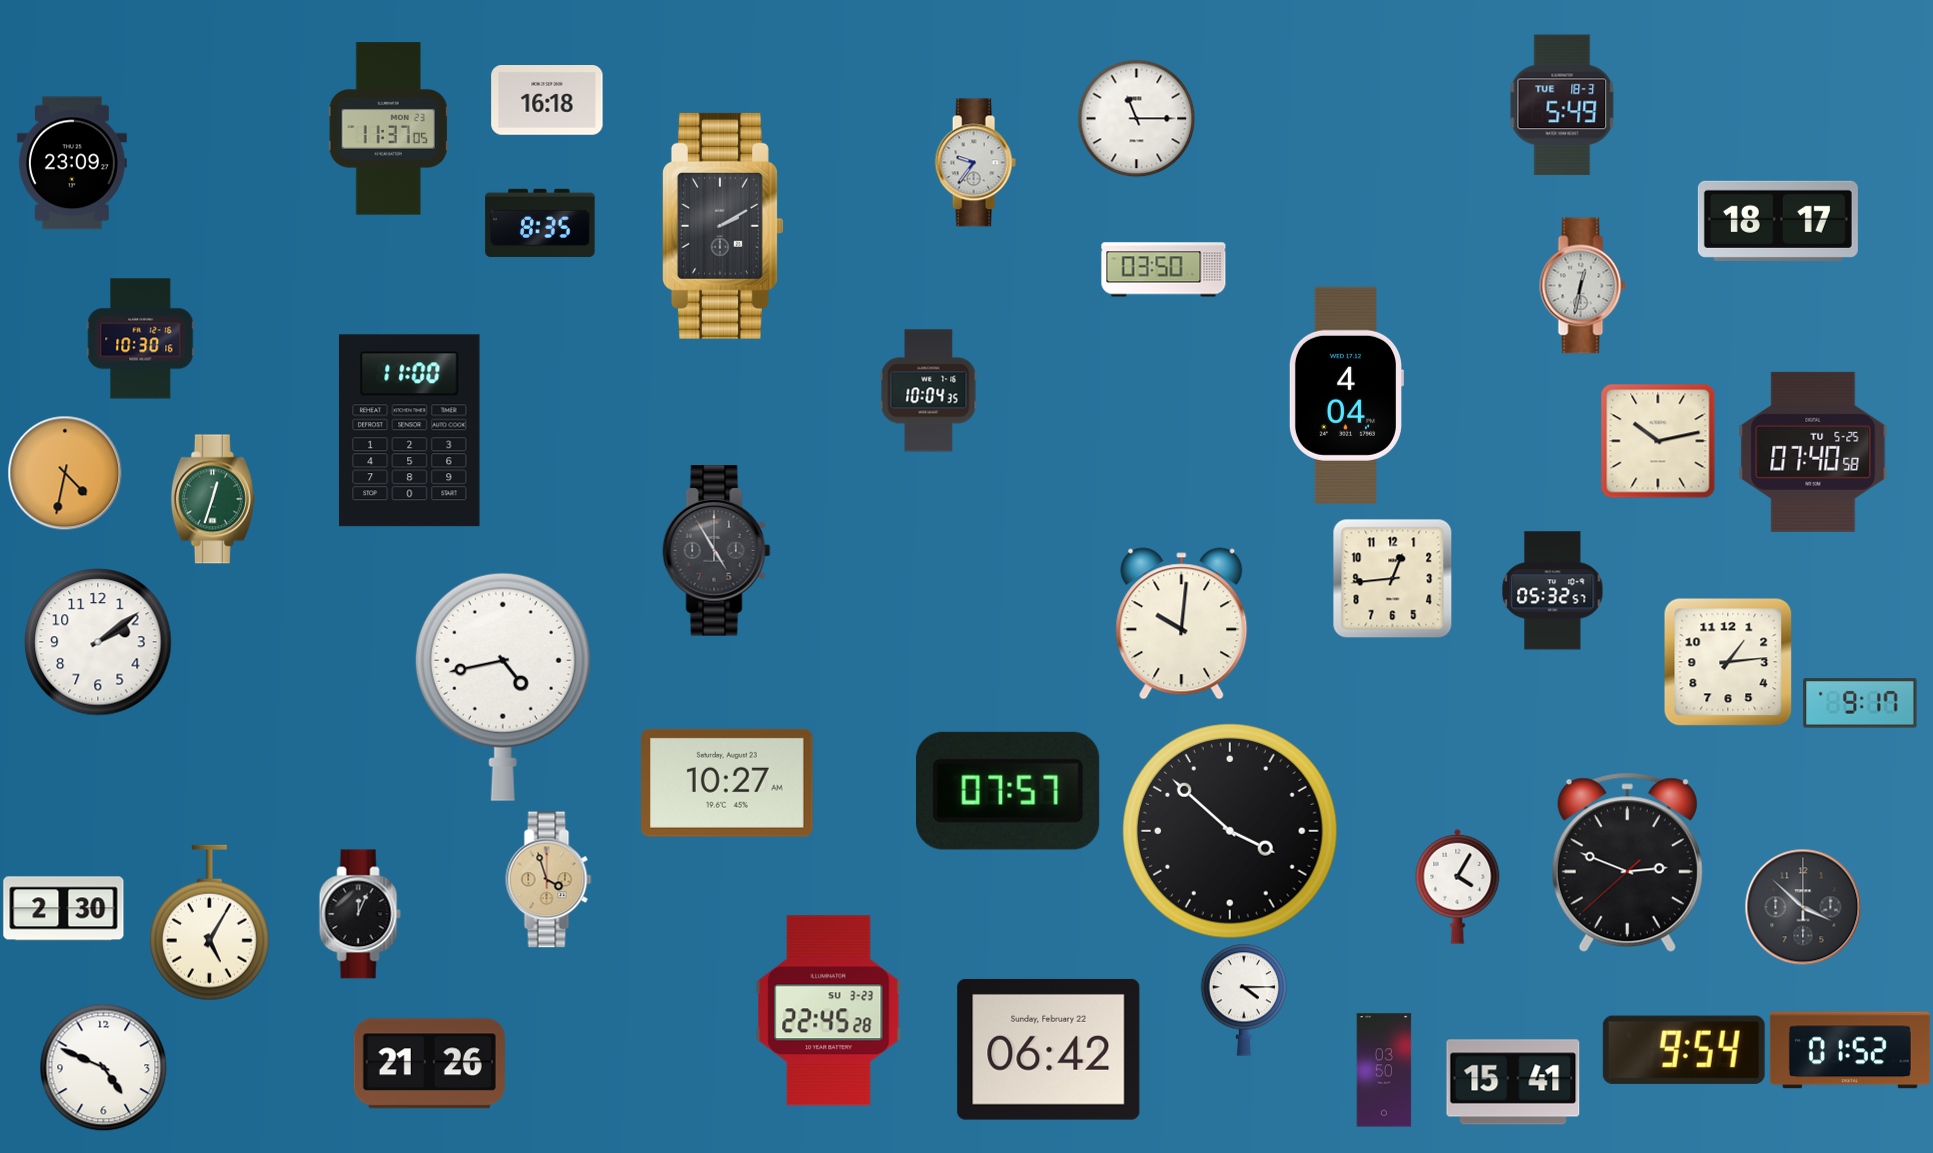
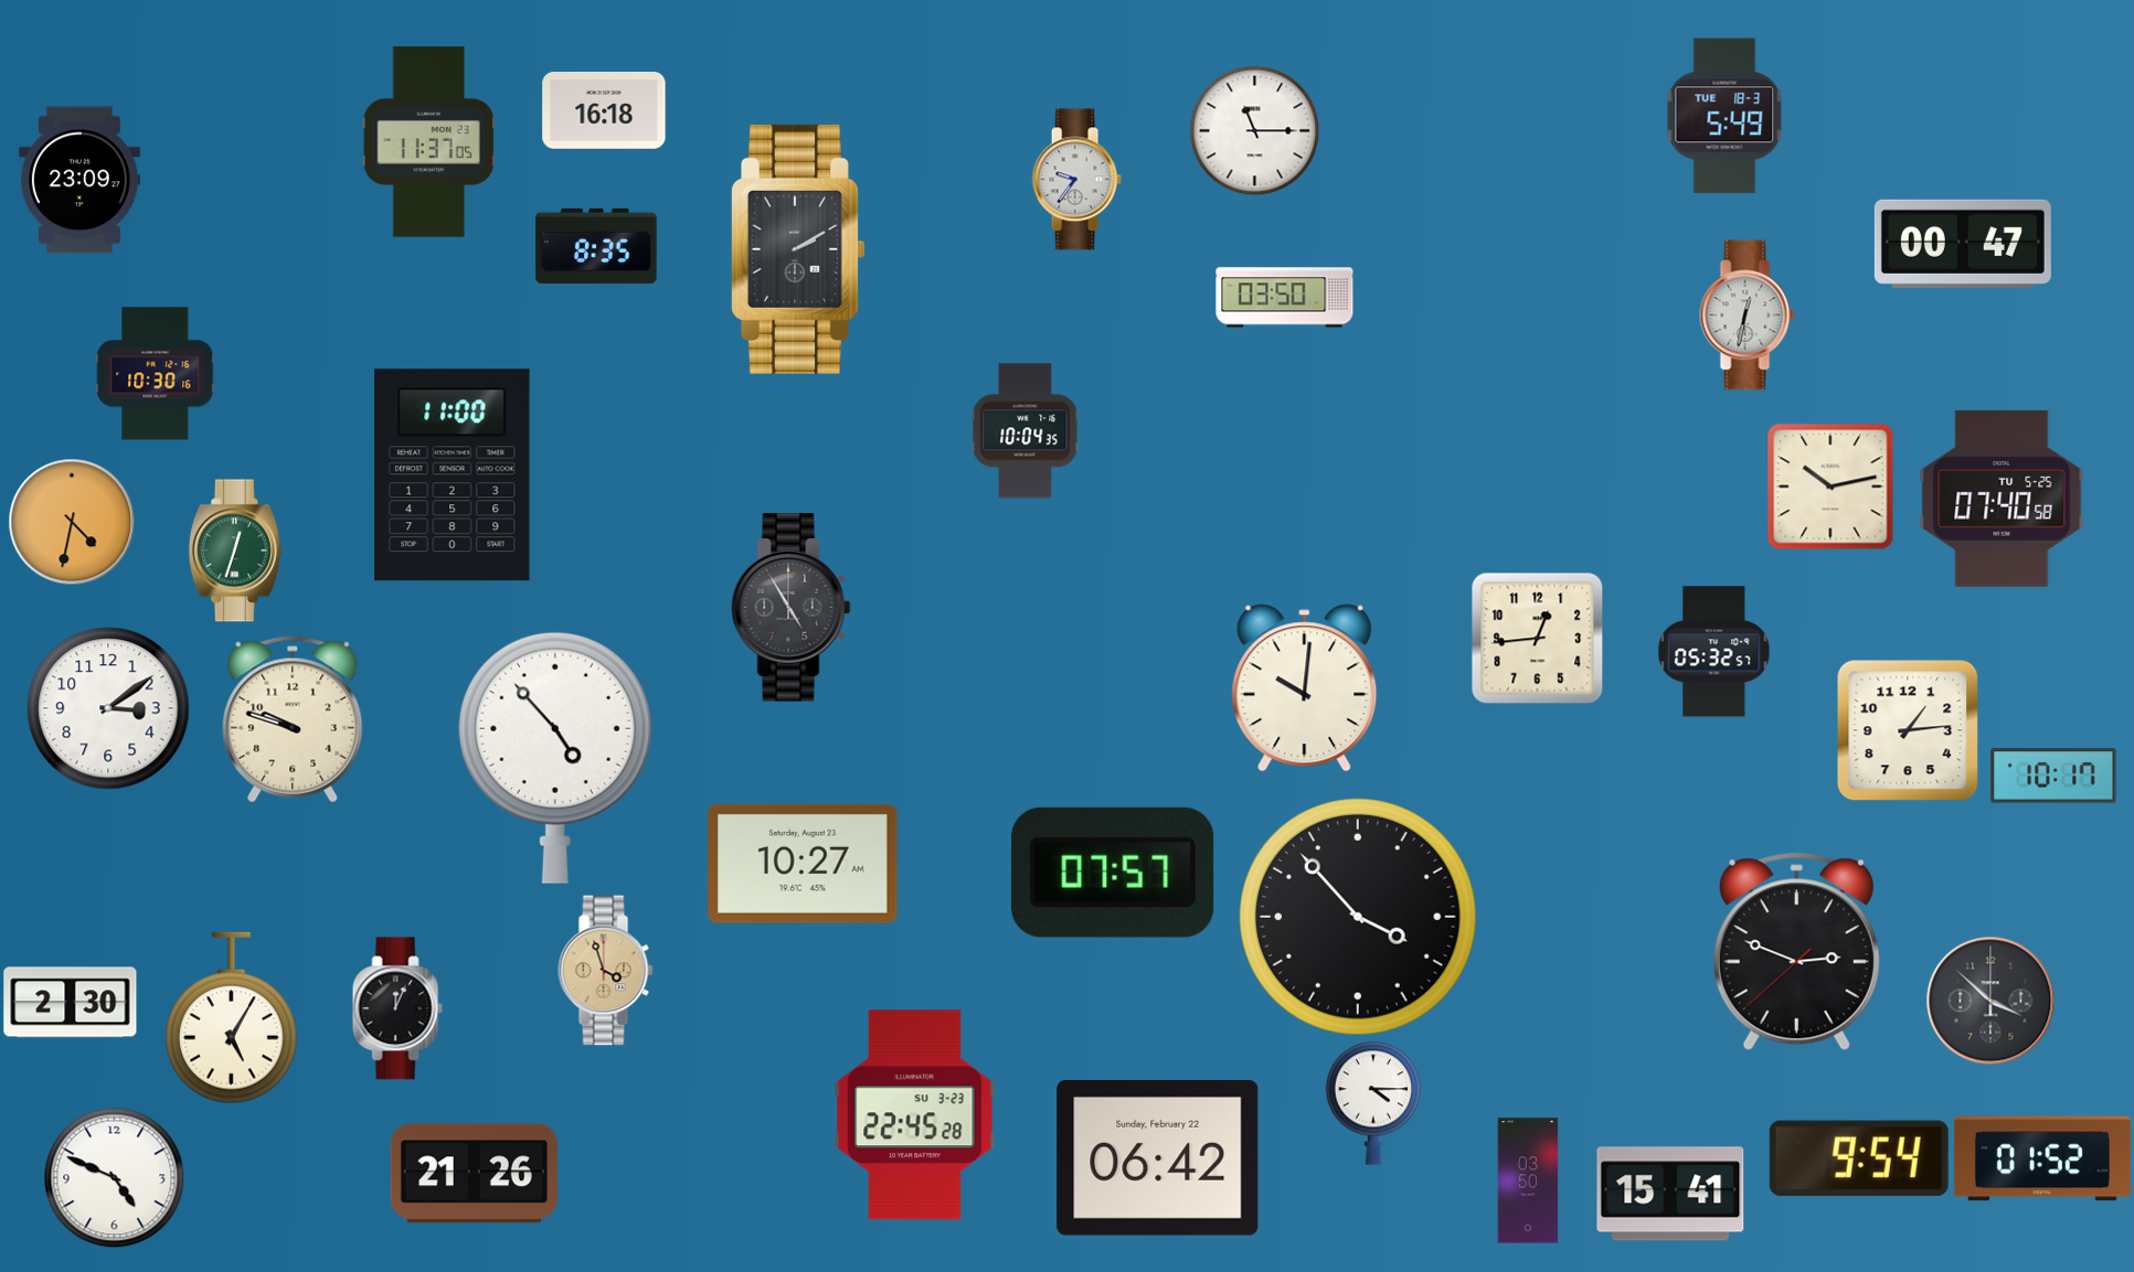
clock at (1778, 221): 18:17 -> 00:47
clock at (1346, 395): 4:04 -> none
clock at (98, 642): 2:09 -> 3:09
clock at (293, 719): none -> 9:48
clock at (503, 687): 4:43 -> 4:53
clock at (1860, 703): 9:17 -> 10:17
clock at (1231, 832): 3:52 -> 3:53
clock at (1458, 886): 4:05 -> none
